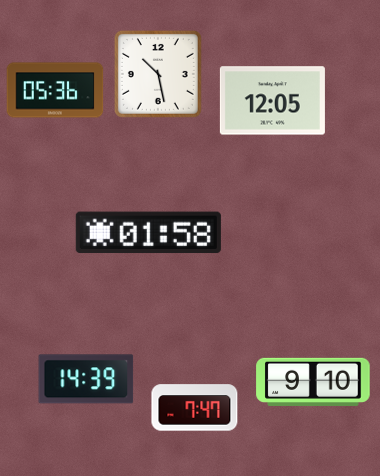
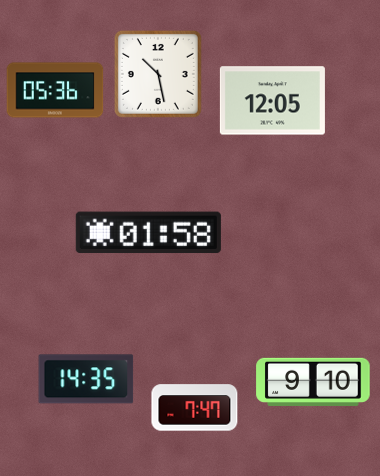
clock at (86, 379): 14:39 -> 14:35
